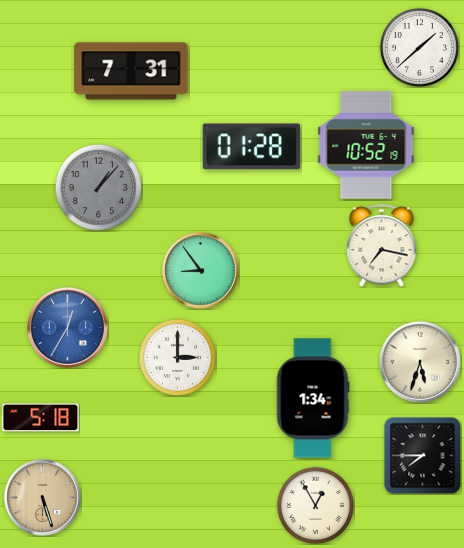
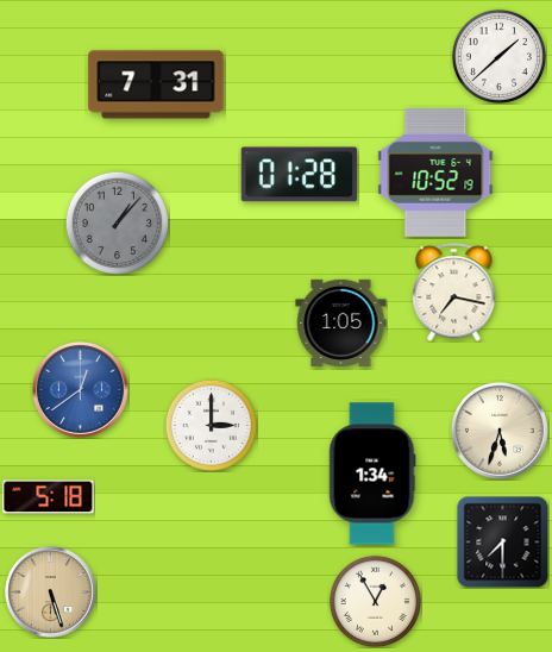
clock at (201, 271): 8:54 -> none
clock at (341, 322): none -> 1:05
clock at (67, 327): 12:35 -> 12:39
clock at (422, 456): 7:45 -> 7:30
